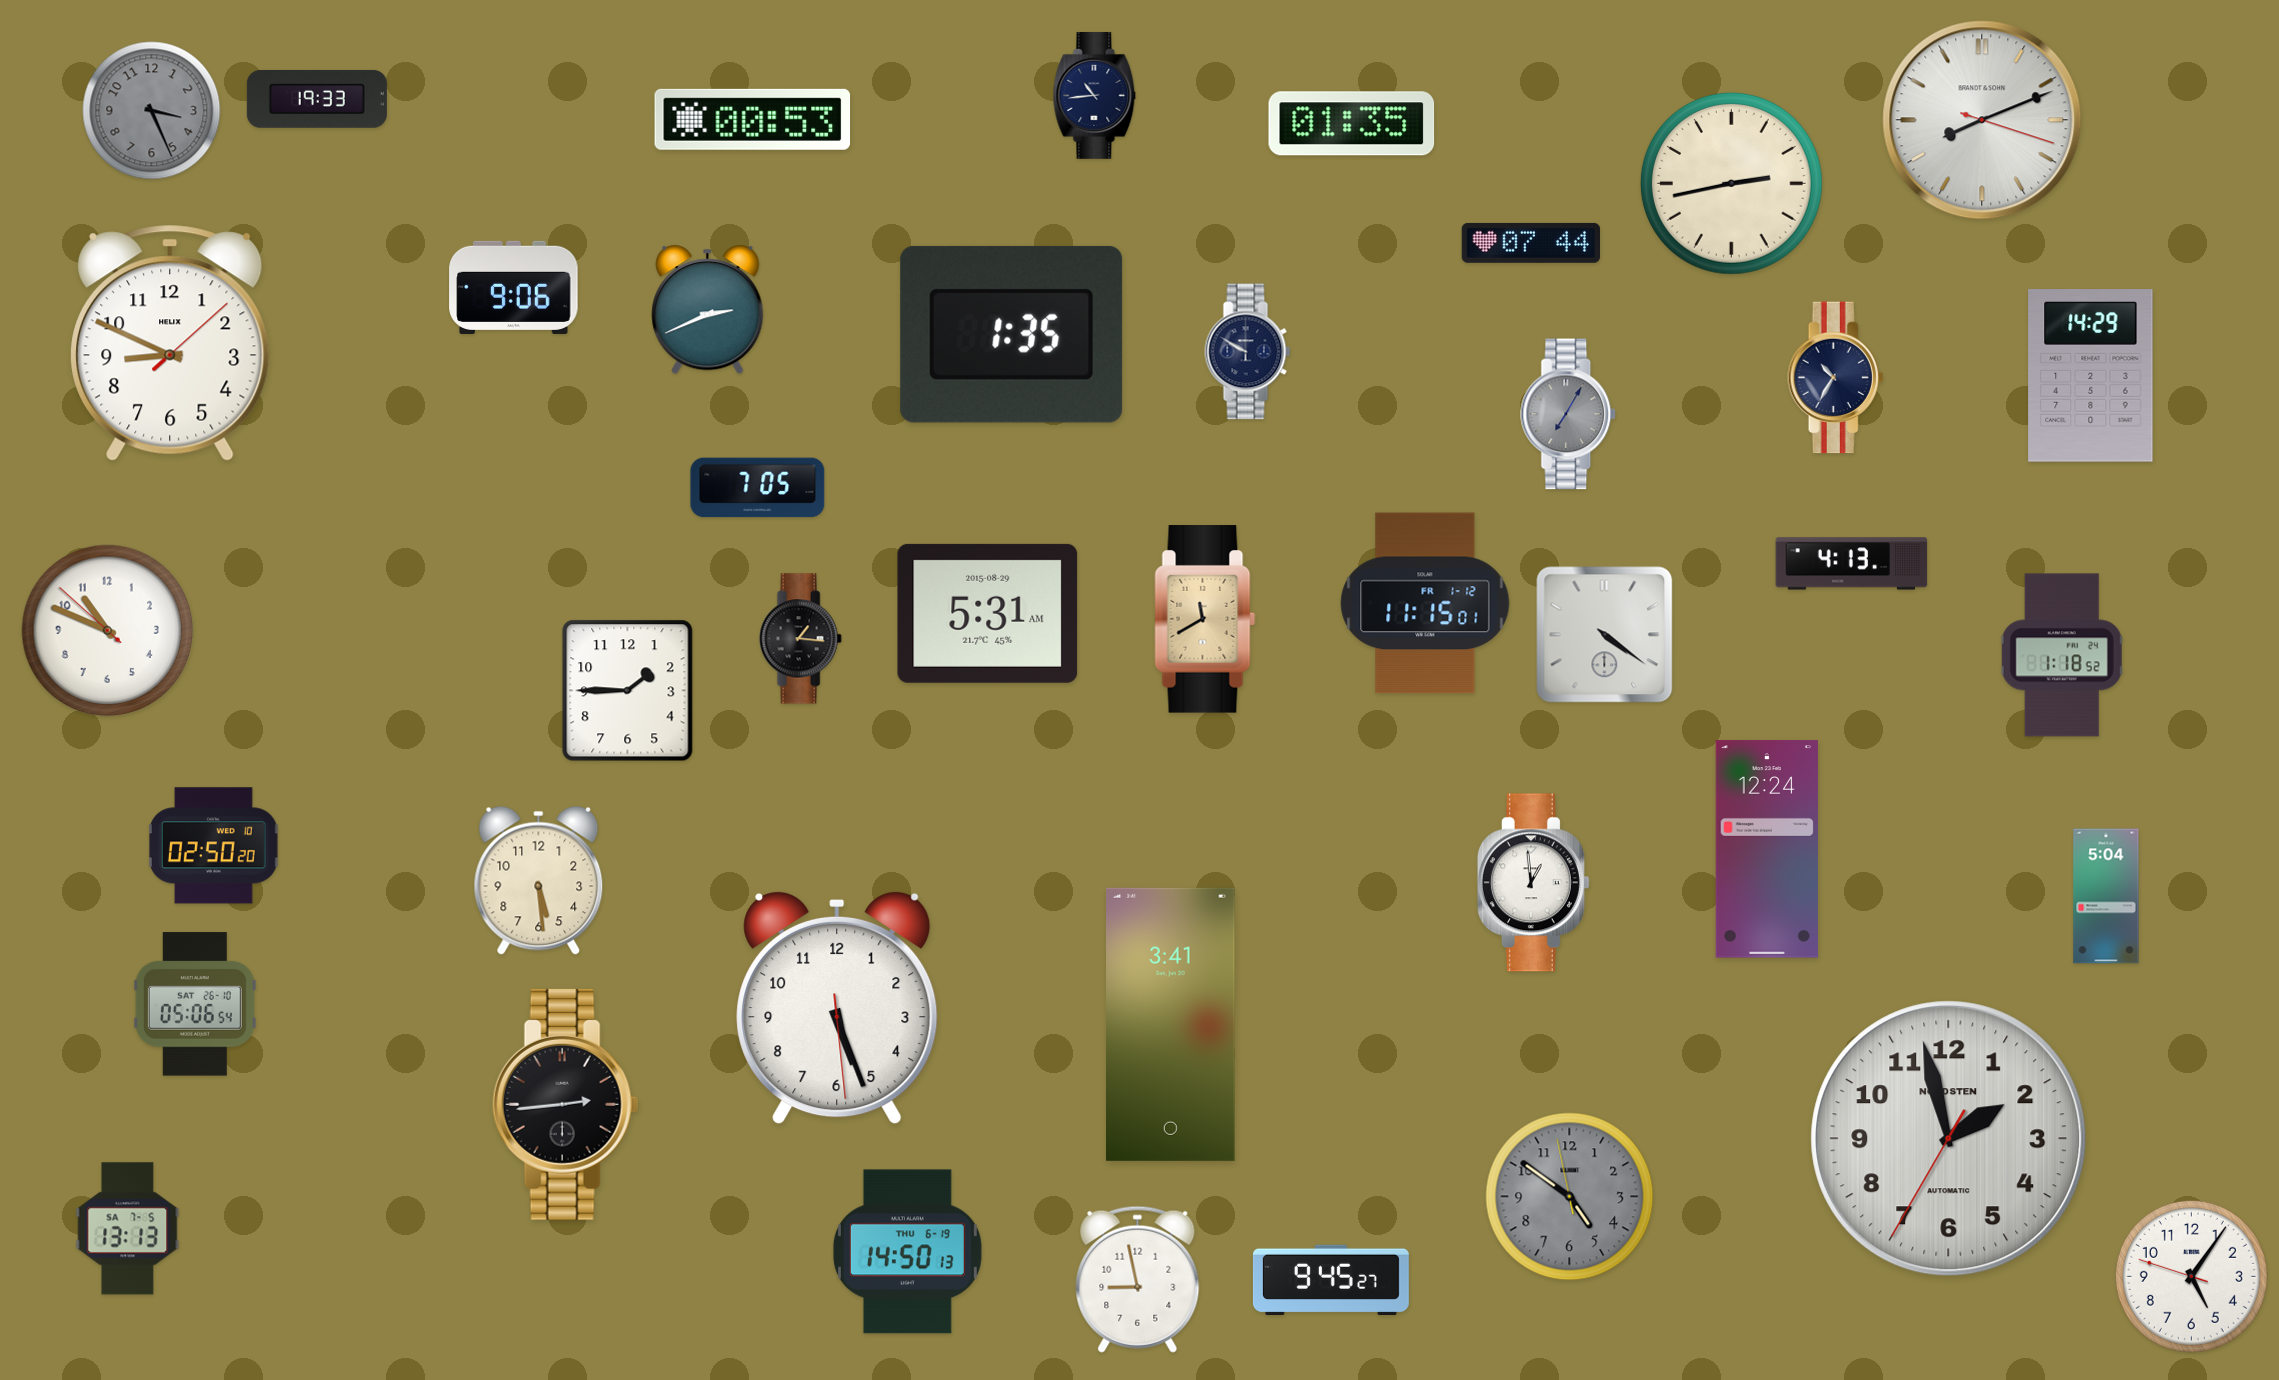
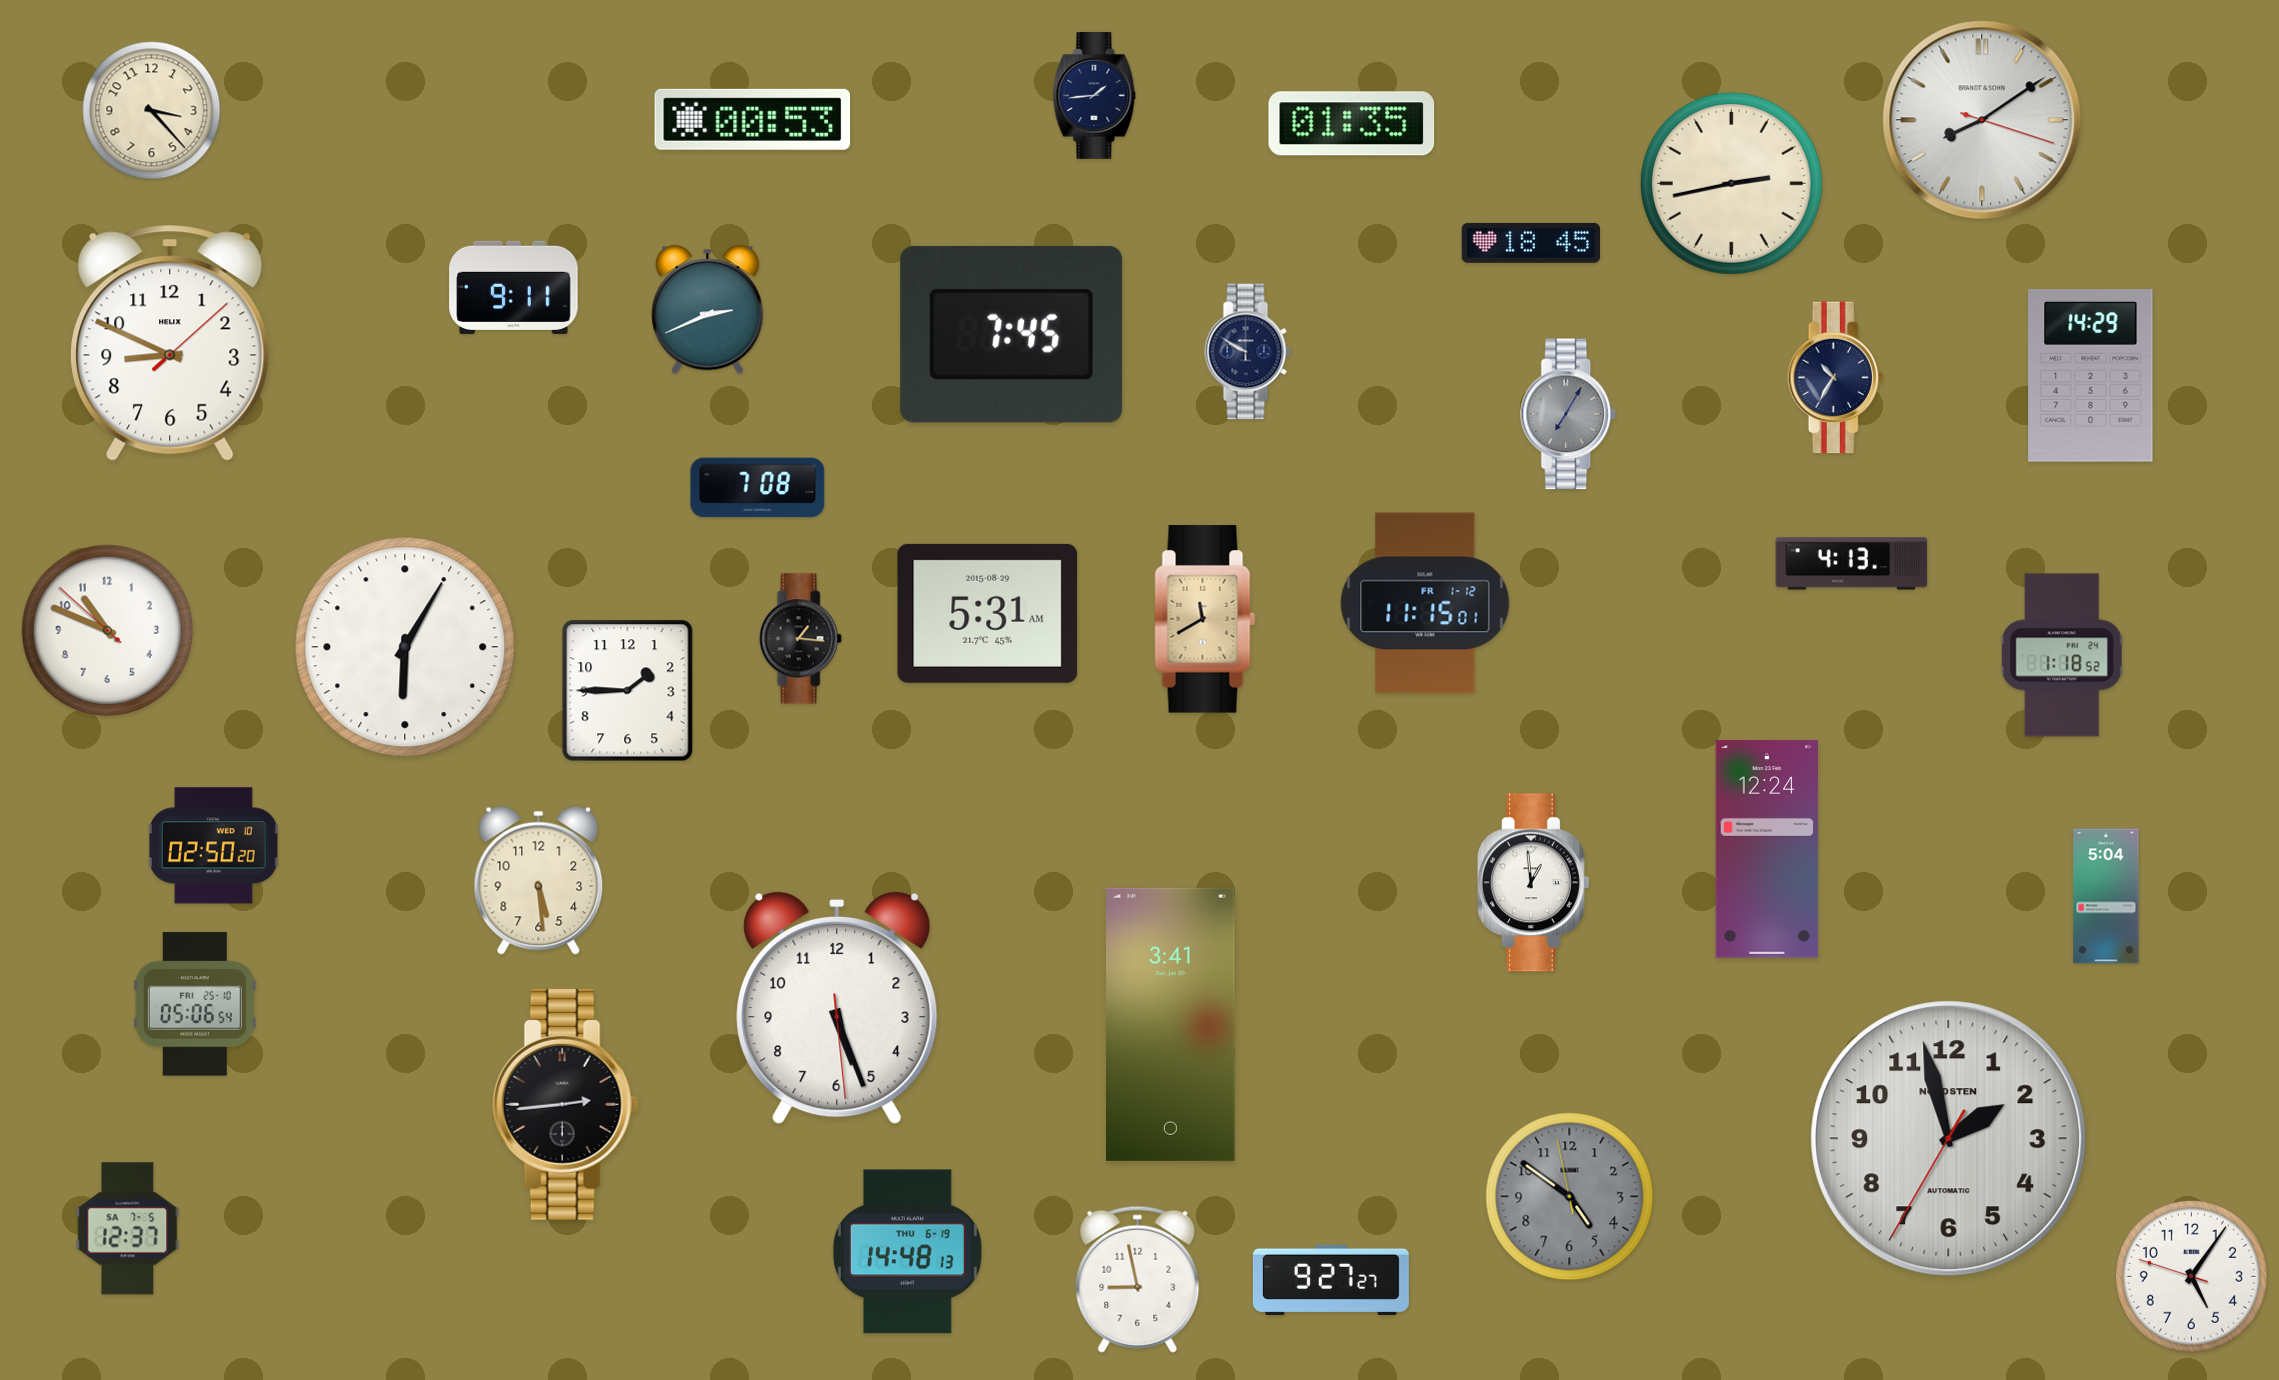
clock at (1095, 95): 10:44 -> 1:44
clock at (317, 99): 19:33 -> none
clock at (152, 111): 3:26 -> 3:23
clock at (152, 111) dial: grey -> cream
clock at (1982, 120): 8:11 -> 8:09
clock at (1530, 243): 07:44 -> 18:45
clock at (514, 287): 9:06 -> 9:11
clock at (1012, 334): 1:35 -> 7:45
clock at (758, 488): 7:05 -> 7:08
clock at (1605, 635): 4:21 -> none
clock at (405, 647): none -> 6:05
clock at (195, 1004) date: SAT 26-10 -> FRI 25-10
clock at (128, 1229): 13:13 -> 12:37
clock at (907, 1252): 14:50 -> 14:48
clock at (1331, 1279): 9:45 -> 9:27
